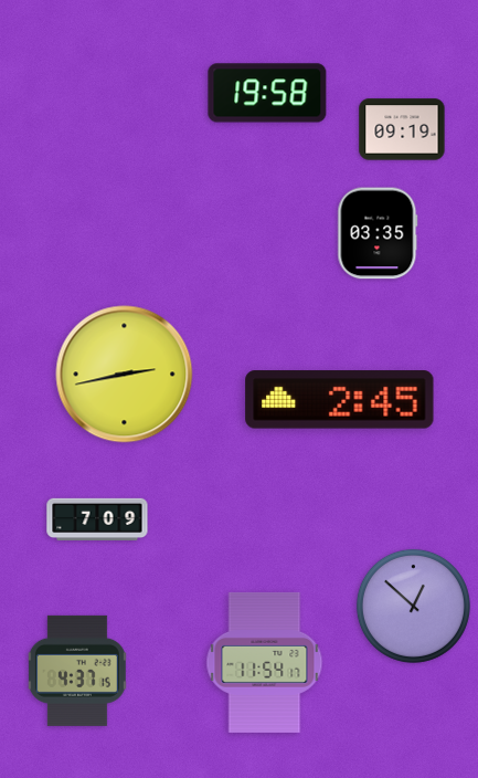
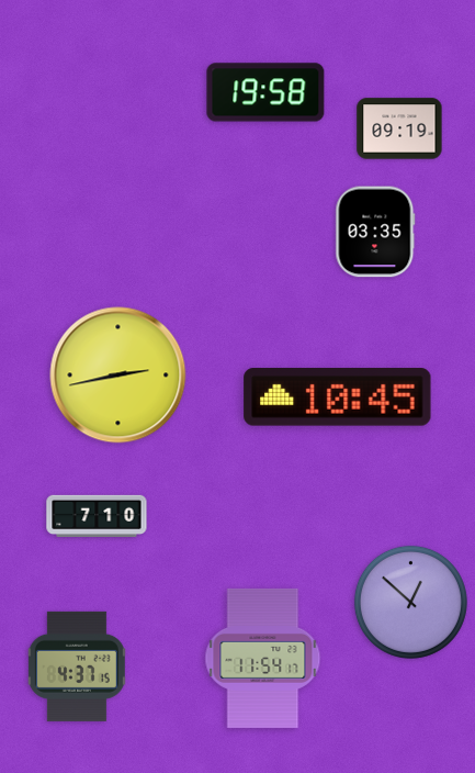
clock at (125, 375) position: (125, 375) -> (118, 376)
clock at (340, 400): 2:45 -> 10:45
clock at (97, 518): 7:09 -> 7:10
